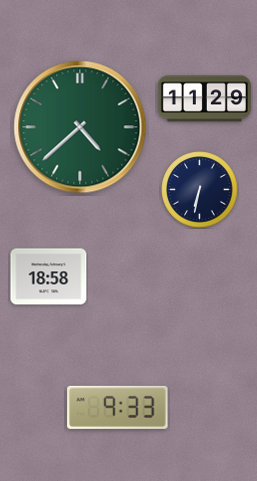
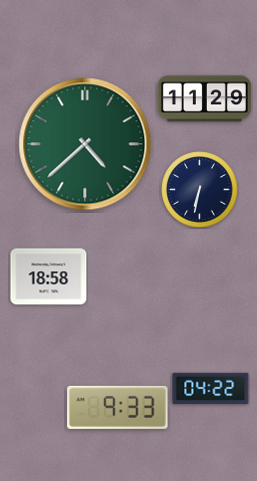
clock at (80, 127) position: (80, 127) -> (85, 144)
clock at (211, 389): none -> 04:22
